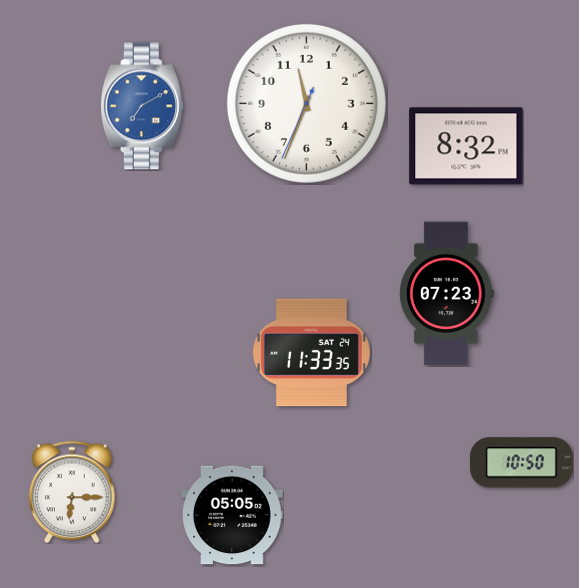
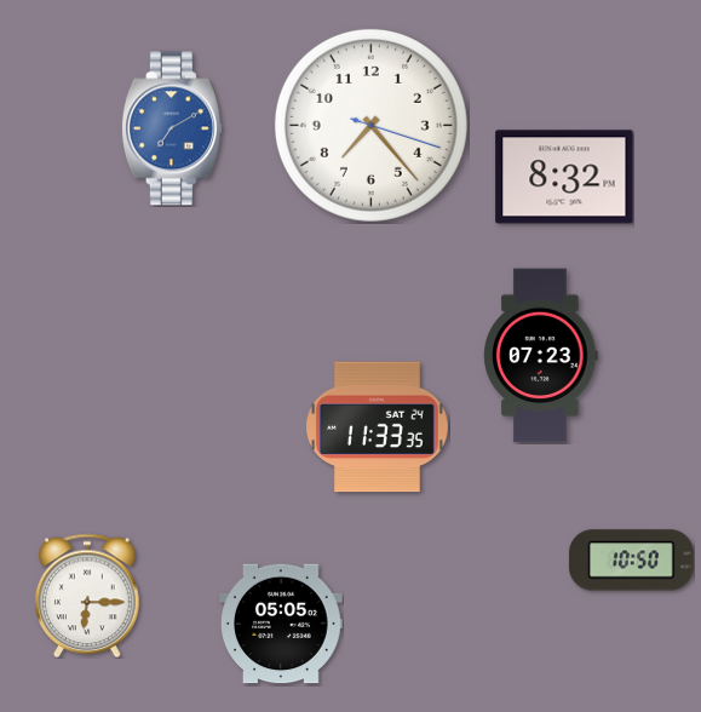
clock at (306, 103): 11:33 -> 7:23
